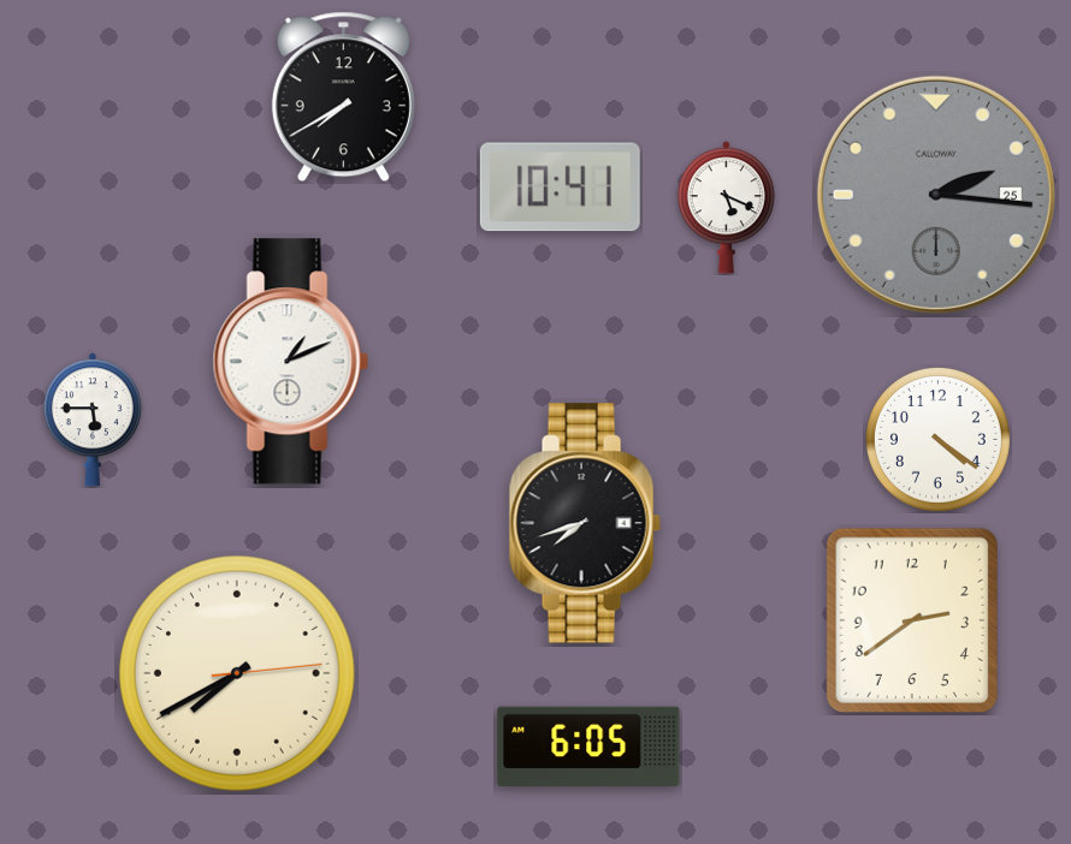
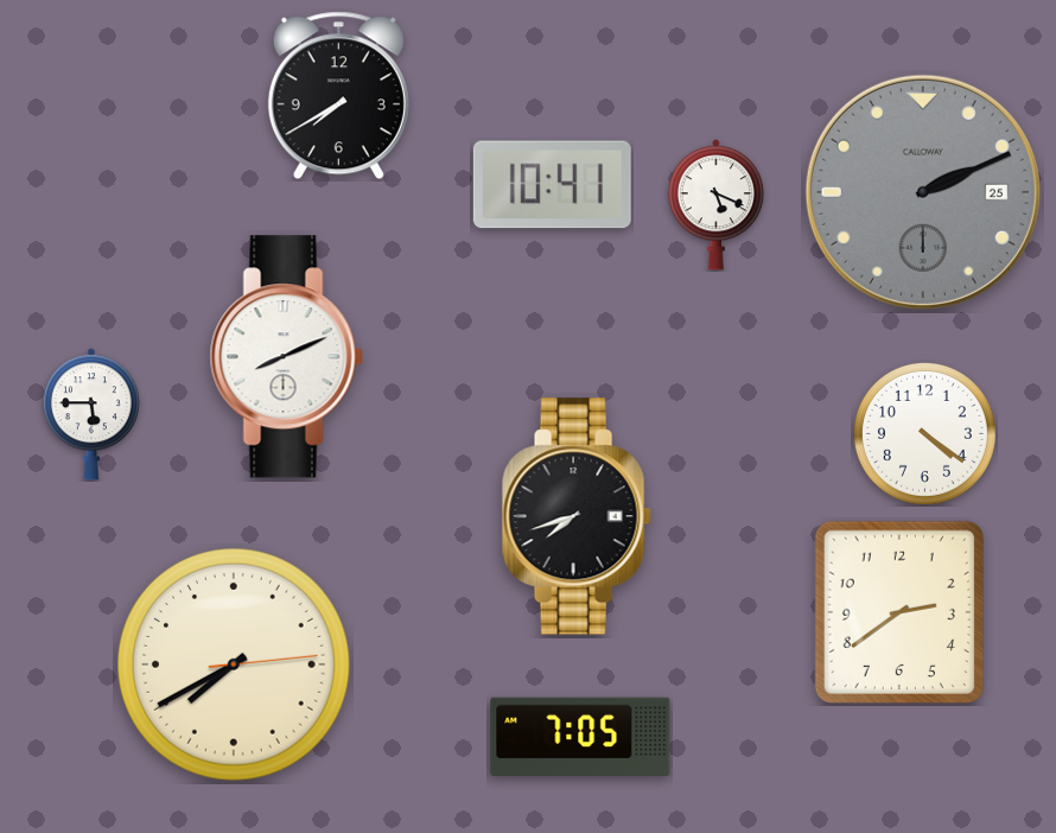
clock at (936, 195): 2:16 -> 2:11
clock at (290, 362): 1:11 -> 8:11
clock at (588, 747): 6:05 -> 7:05
